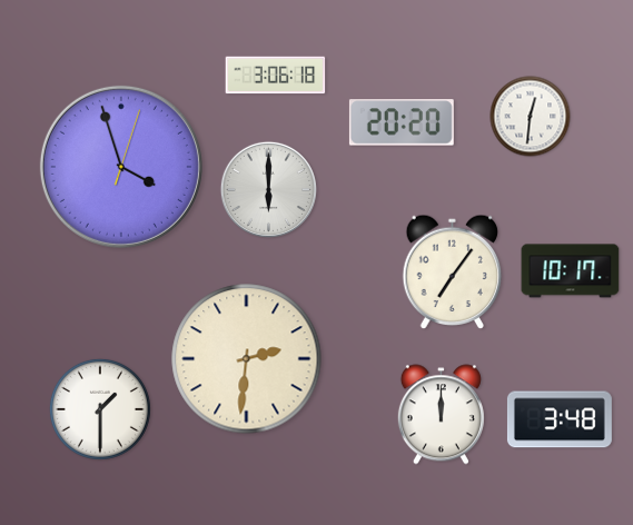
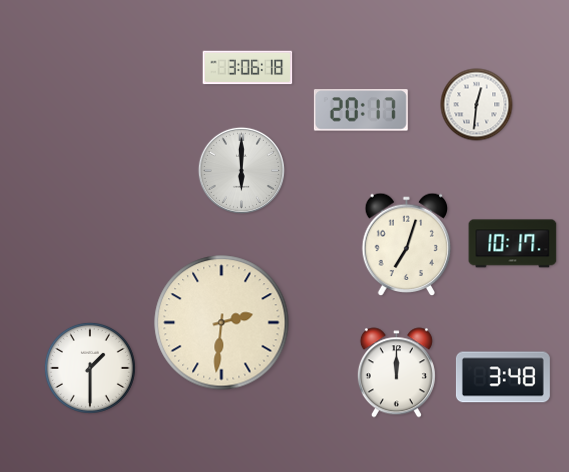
clock at (402, 122): 20:20 -> 20:17
clock at (121, 167): 3:57 -> none
clock at (453, 273): 7:06 -> 7:03
